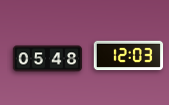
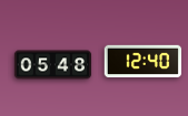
clock at (129, 56): 12:03 -> 12:40
